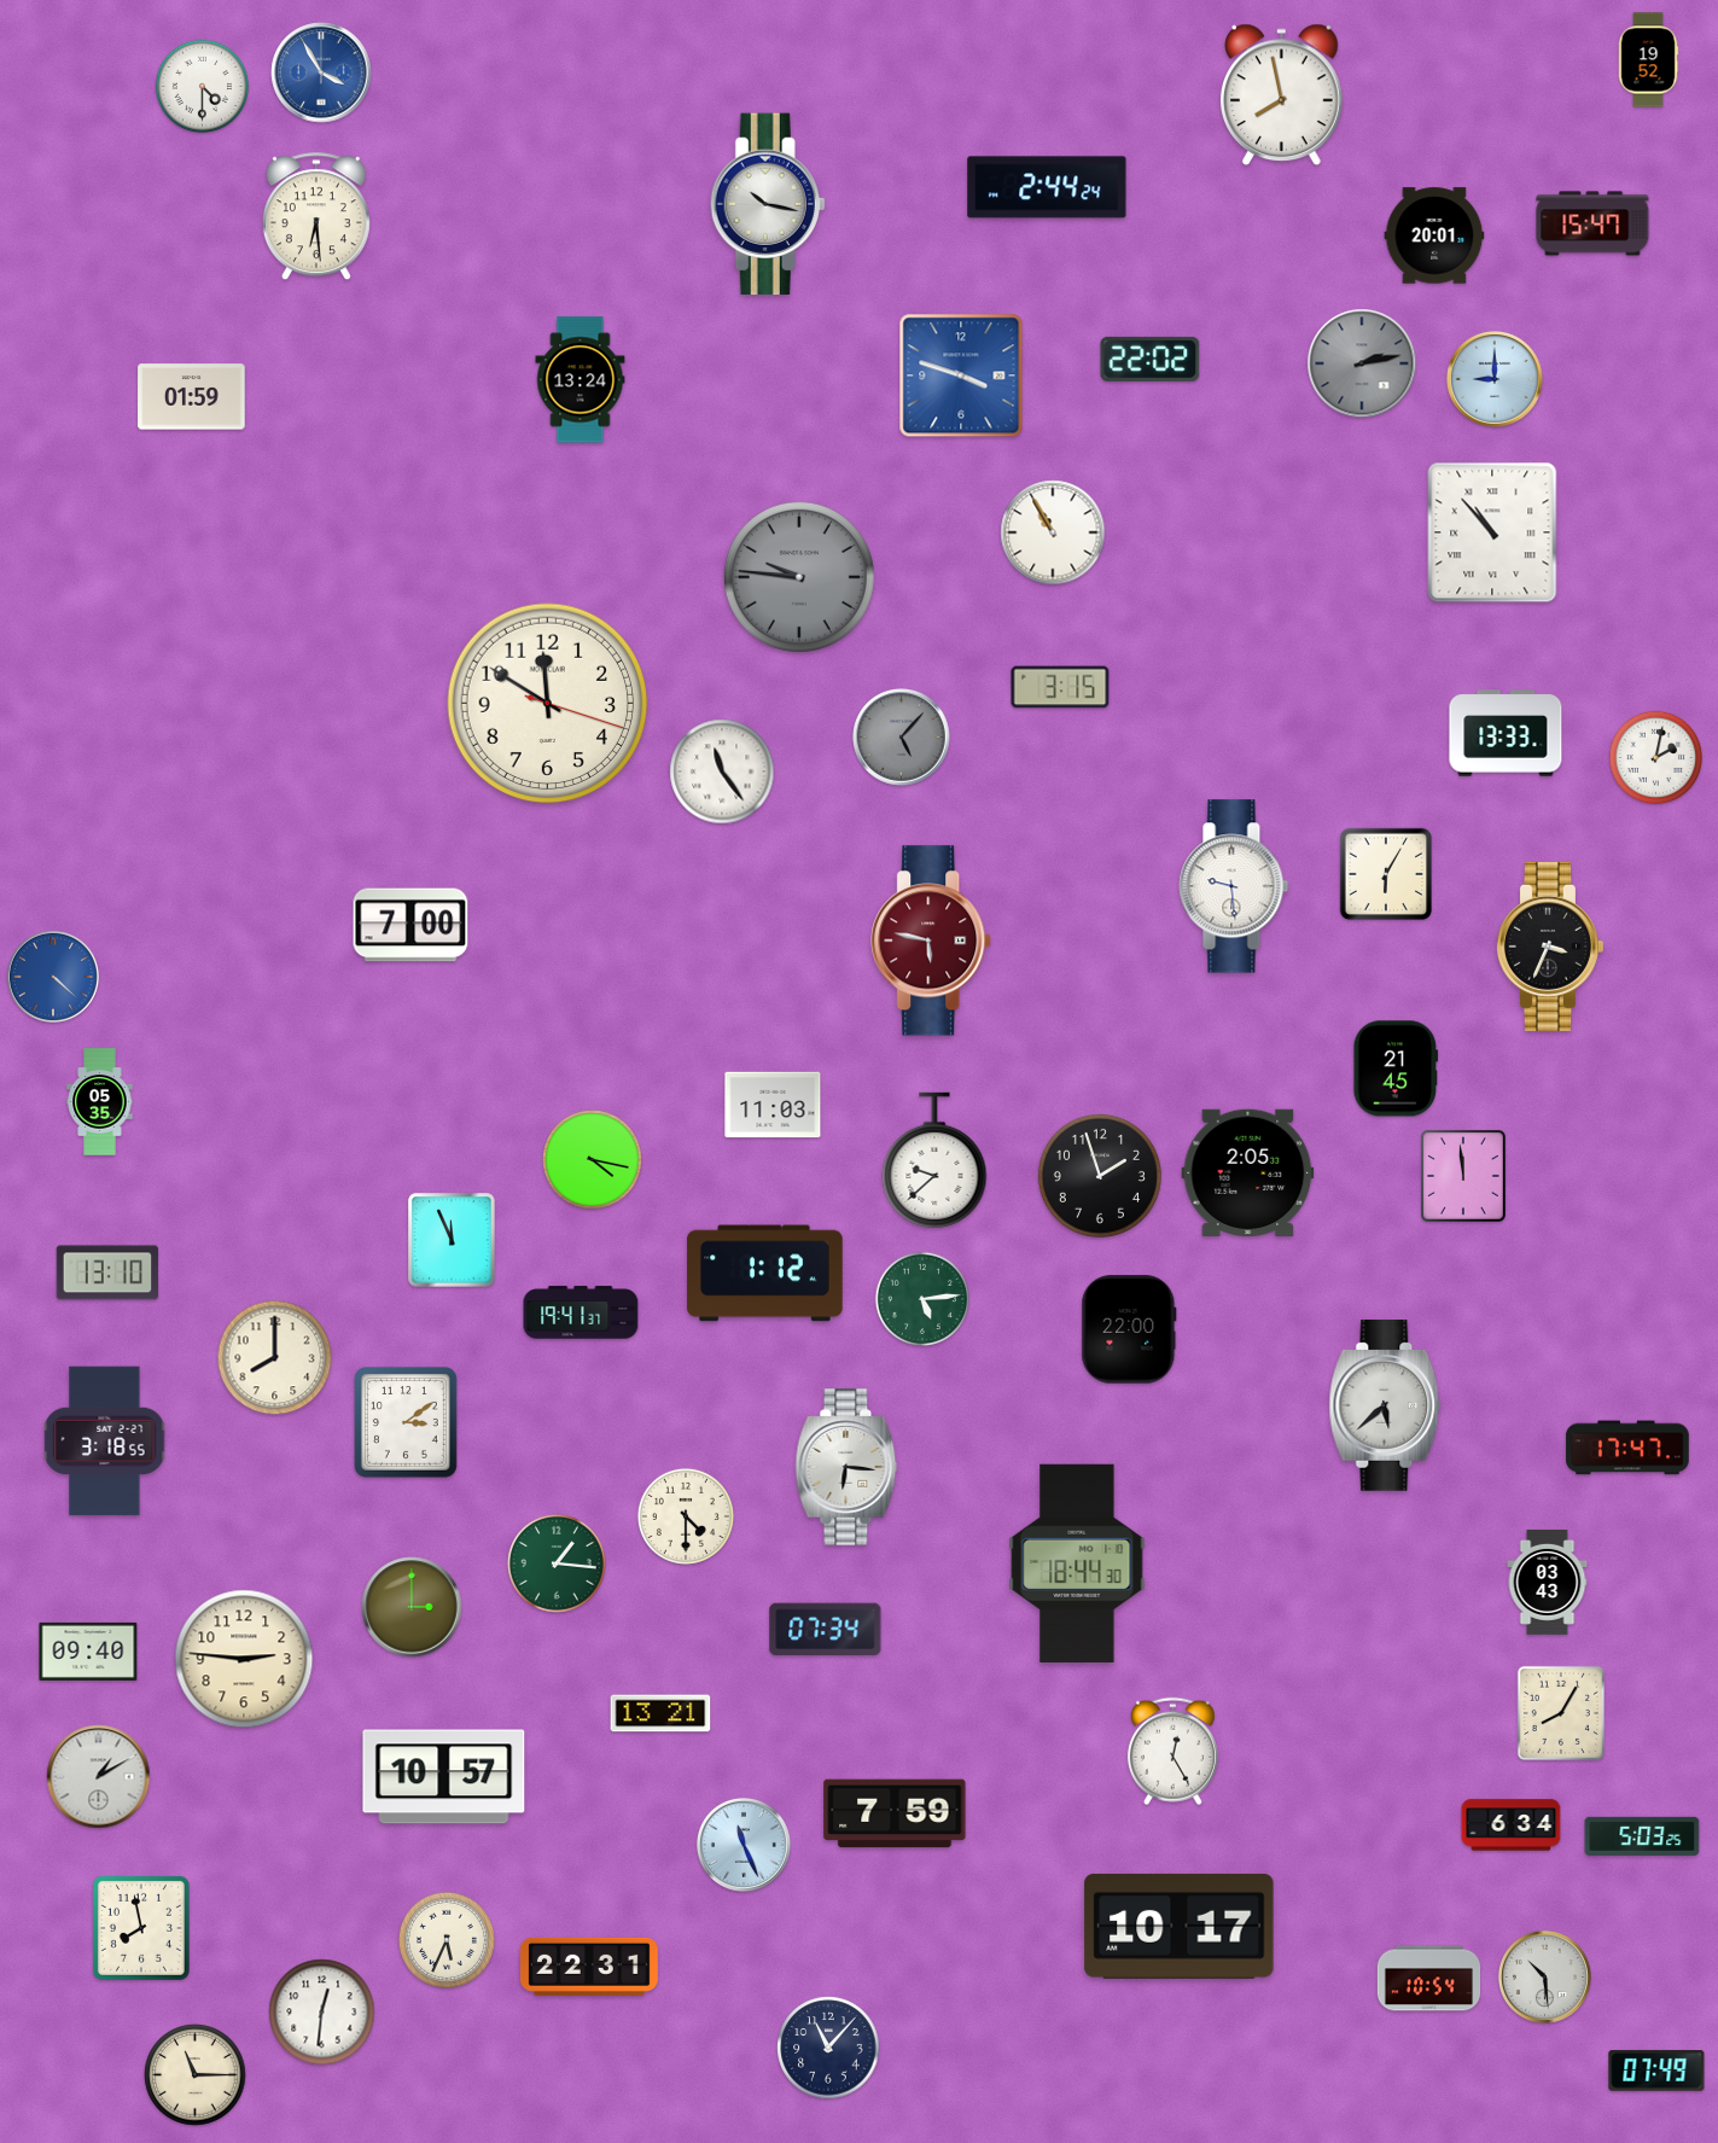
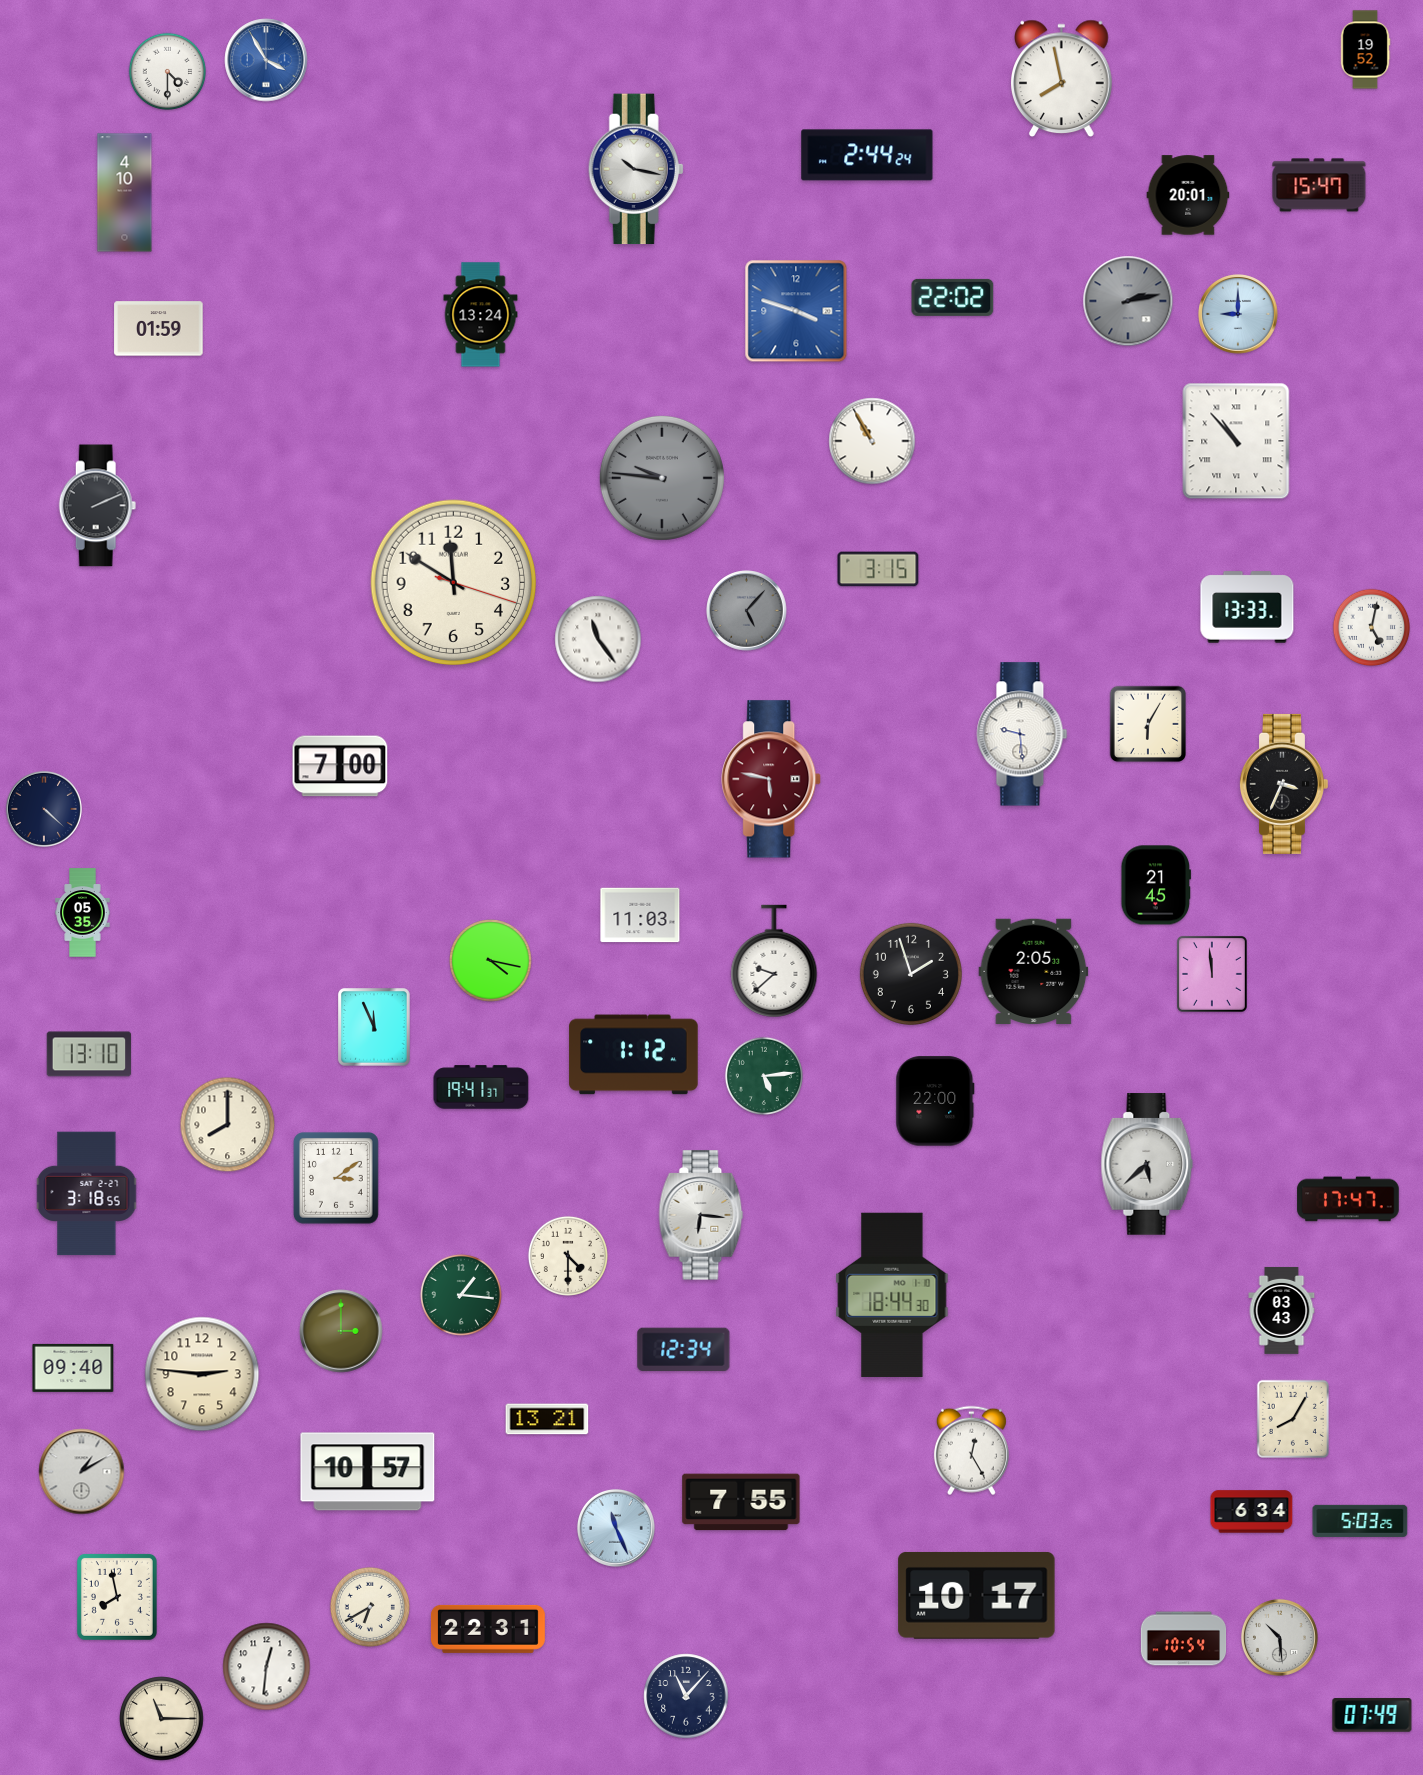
clock at (316, 217): 6:29 -> none
clock at (125, 193): none -> 4:10
clock at (98, 506): none -> 2:11
clock at (1656, 758): 2:02 -> 5:02
clock at (53, 977) dial: blue -> navy
clock at (826, 1630): 07:34 -> 12:34
clock at (895, 1813): 7:59 -> 7:55
clock at (447, 1940): 5:34 -> 6:40
